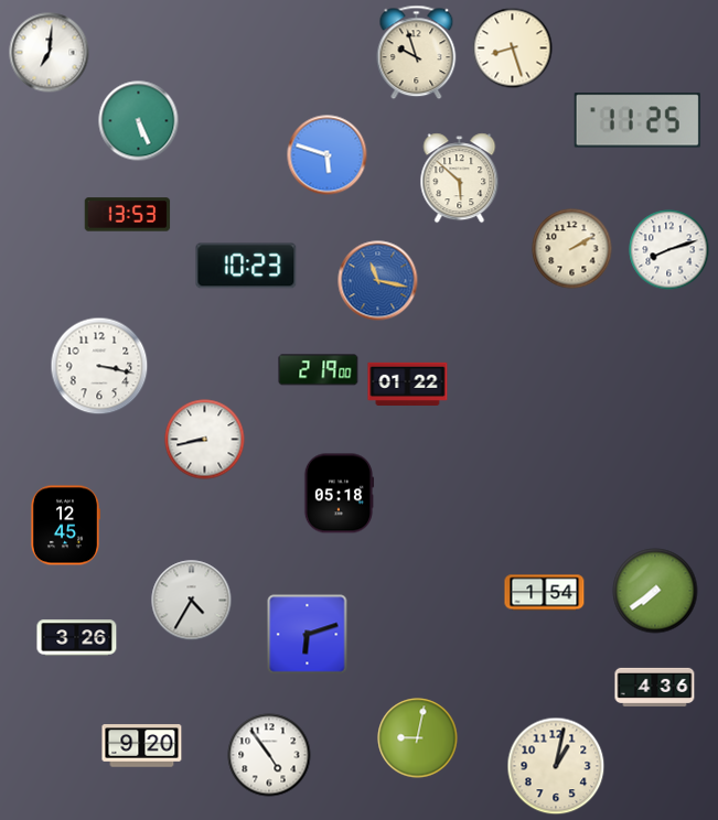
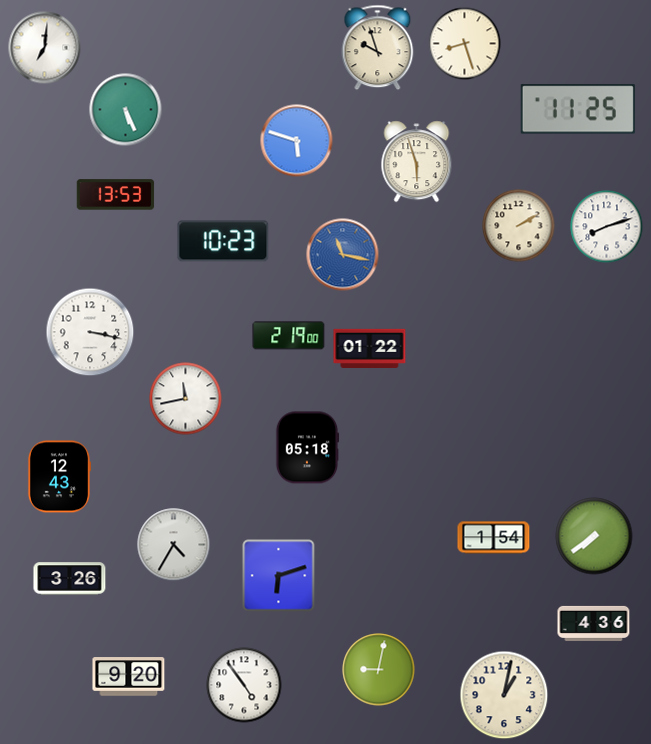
clock at (460, 179): 5:52 -> 5:57
clock at (205, 440): 8:43 -> 11:43
clock at (64, 526): 12:45 -> 12:43
